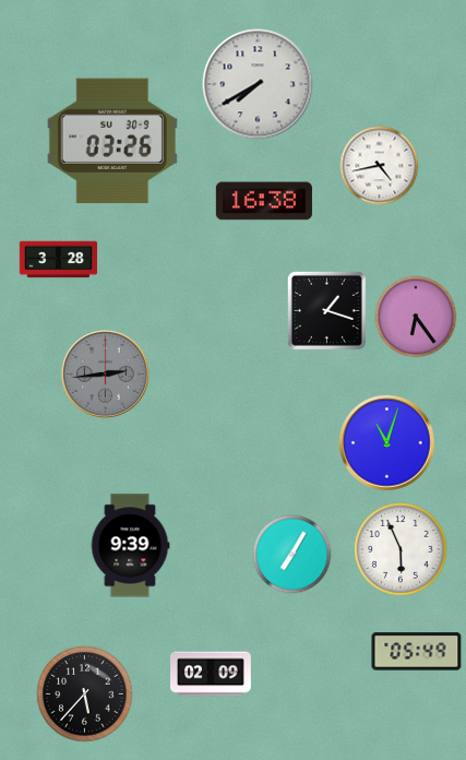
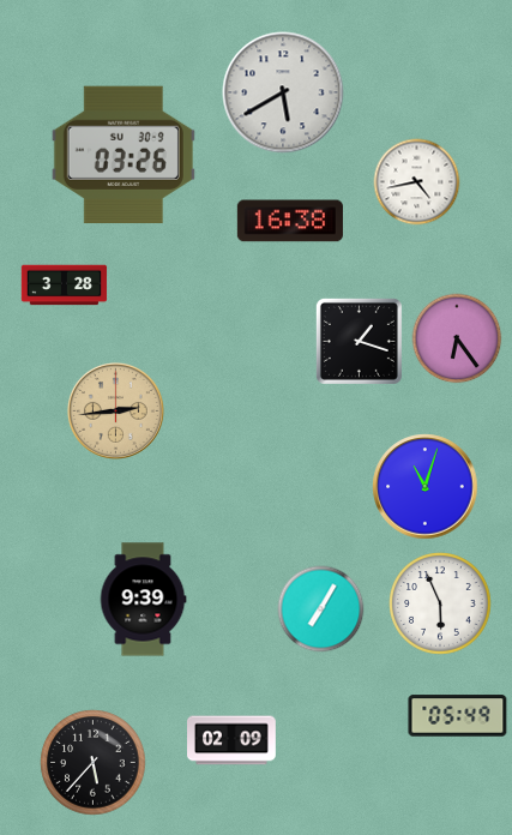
clock at (258, 84): 7:40 -> 5:40
clock at (416, 317) position: (416, 317) -> (457, 338)
clock at (105, 373) dial: grey -> champagne
